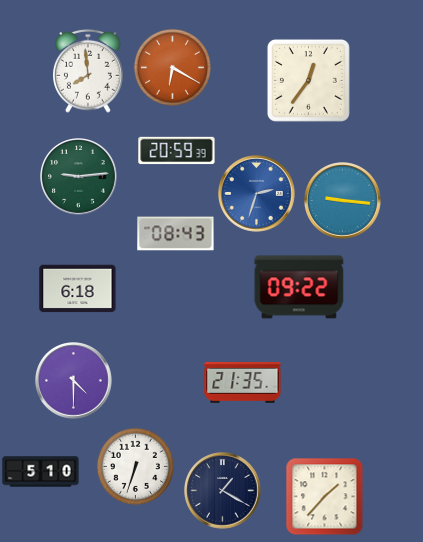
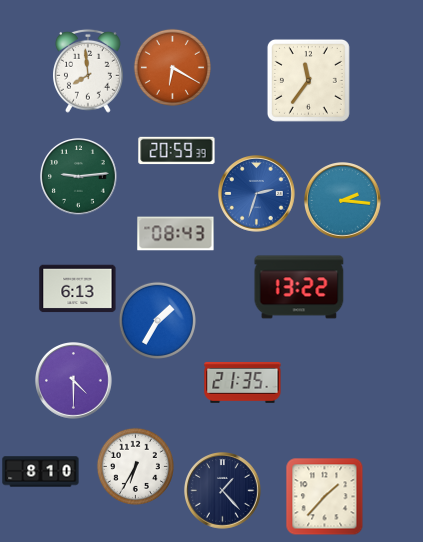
clock at (308, 80): 12:36 -> 11:36
clock at (343, 201): 9:16 -> 2:16
clock at (299, 287): 09:22 -> 13:22
clock at (78, 289): 6:18 -> 6:13
clock at (157, 320): none -> 1:35
clock at (135, 466): 6:33 -> 6:35
clock at (41, 472): 5:10 -> 8:10
clock at (223, 491): 1:20 -> 1:23
